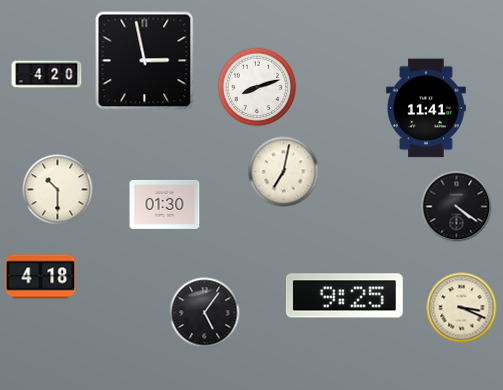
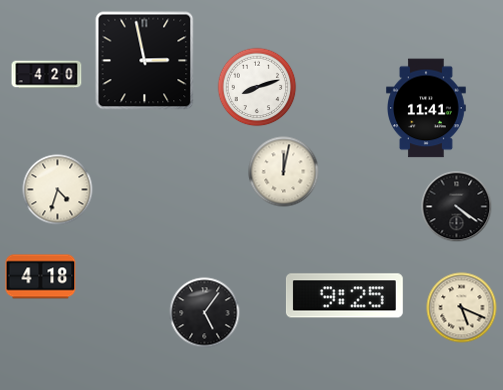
clock at (284, 172): 7:02 -> 12:02
clock at (58, 190): 10:30 -> 4:33
clock at (165, 204): 01:30 -> none
clock at (462, 308): 3:19 -> 5:19
